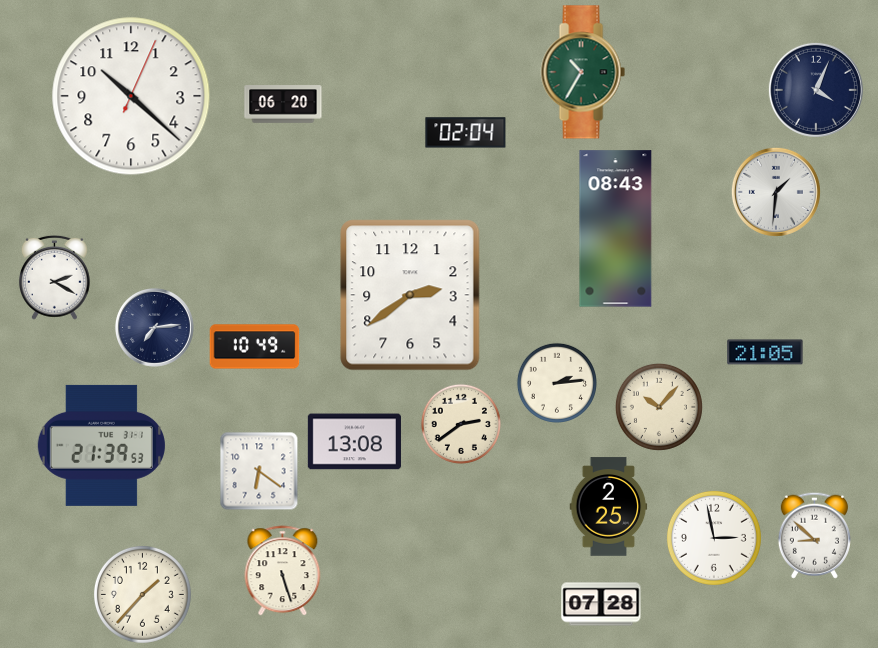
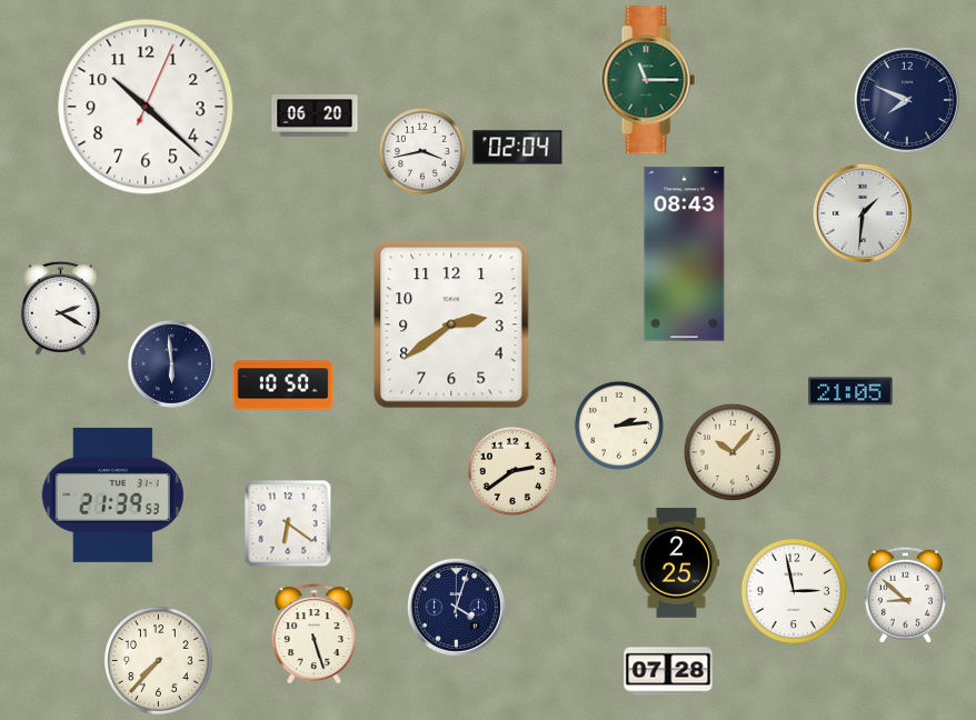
clock at (583, 72): 10:35 -> 11:15
clock at (816, 90): 4:04 -> 7:49
clock at (422, 151): none -> 3:43
clock at (410, 295) position: (410, 295) -> (451, 324)
clock at (154, 327): 7:14 -> 5:59
clock at (255, 347): 10:49 -> 10:50
clock at (354, 442): 13:08 -> none
clock at (714, 538) position: (714, 538) -> (794, 591)
clock at (456, 607): none -> 4:03
clock at (142, 594): 1:37 -> 7:37
